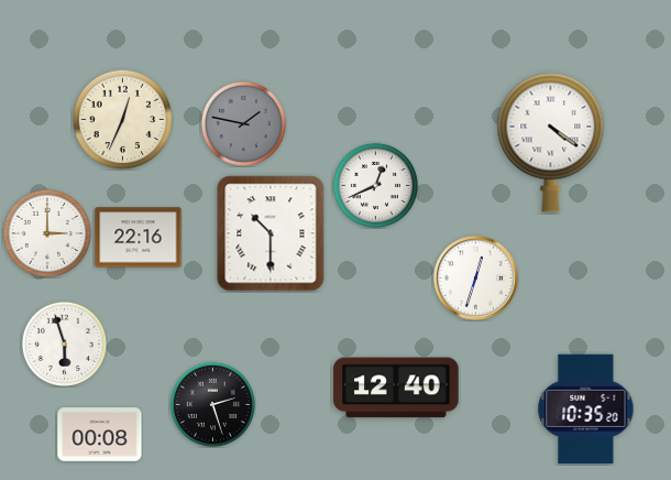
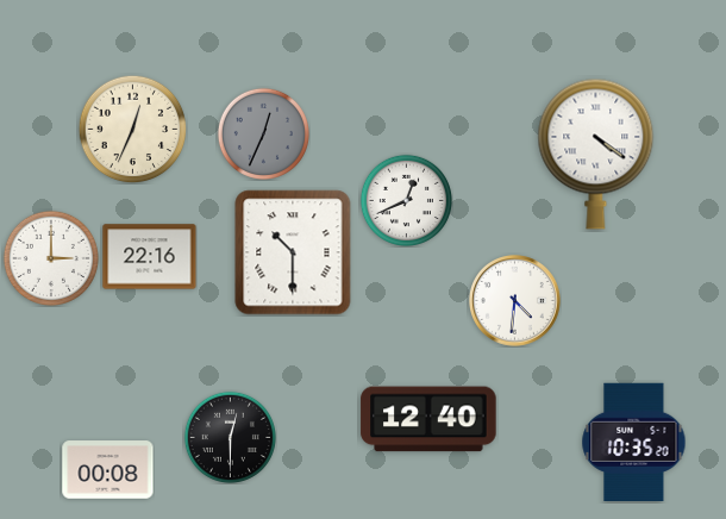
clock at (243, 123): 1:47 -> 12:34
clock at (46, 232) position: (46, 232) -> (50, 257)
clock at (476, 279): 12:33 -> 4:31
clock at (64, 343): 5:57 -> none
clock at (212, 404): 2:27 -> 12:30
